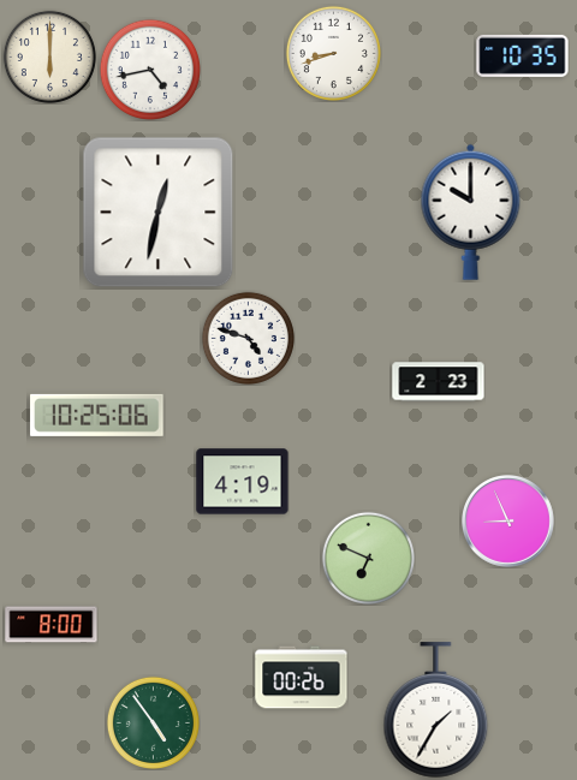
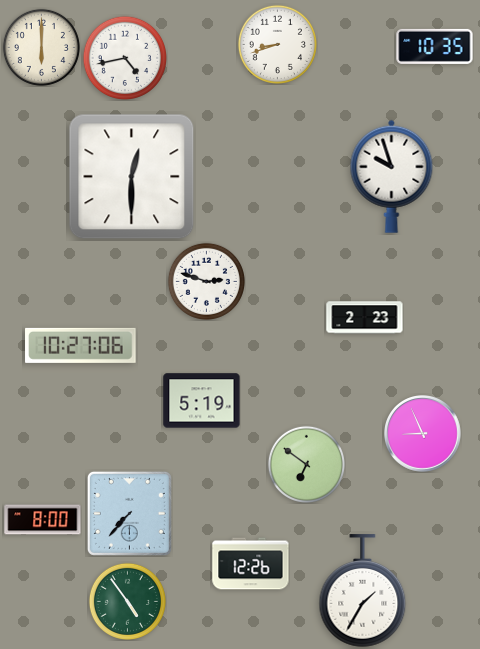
clock at (471, 212): 10:00 -> 9:57
clock at (159, 213): 12:32 -> 12:30
clock at (248, 338): 4:48 -> 2:48
clock at (97, 415): 10:25 -> 10:27
clock at (243, 482): 4:19 -> 5:19
clock at (368, 558): 6:49 -> 6:51
clock at (129, 513): none -> 7:37
clock at (302, 678): 00:26 -> 12:26
